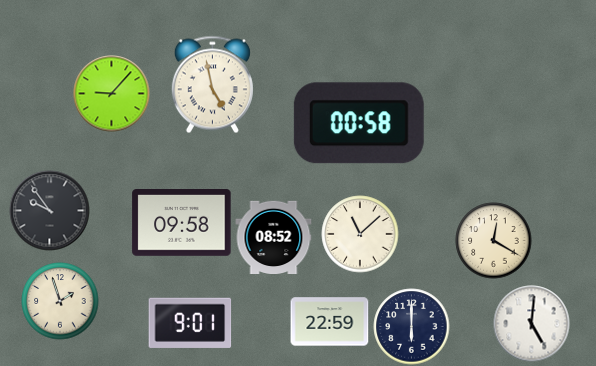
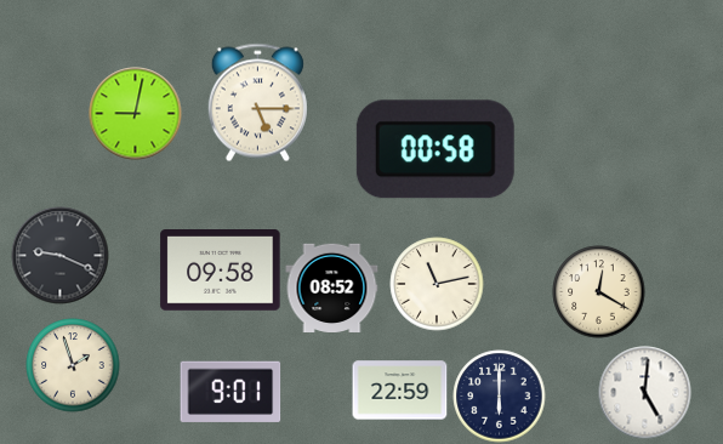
clock at (212, 85): 4:58 -> 5:15
clock at (112, 94): 9:07 -> 9:02
clock at (50, 211): 9:54 -> 9:19
clock at (360, 234): 11:08 -> 11:13
